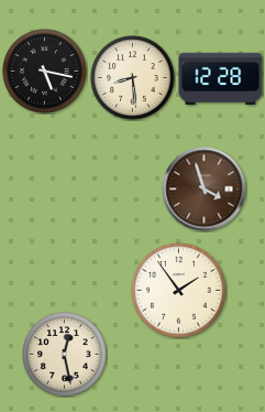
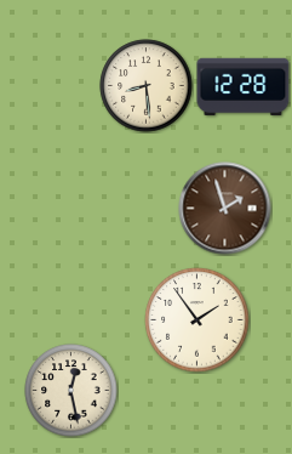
clock at (45, 72): 5:17 -> none
clock at (205, 189): 3:57 -> 1:57
